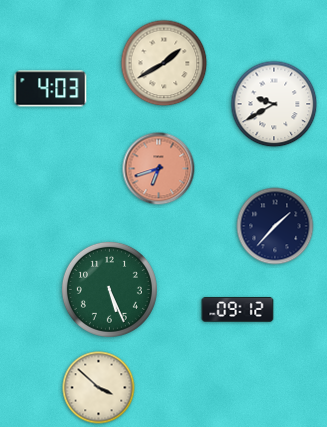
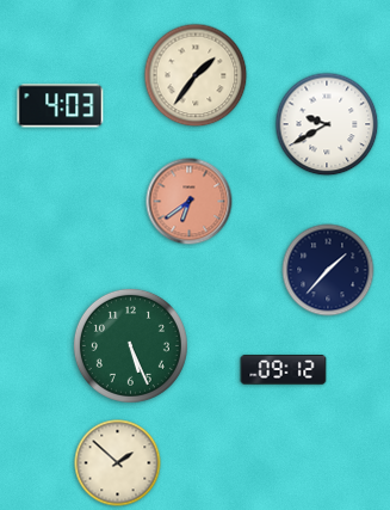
clock at (164, 63): 1:40 -> 1:36
clock at (159, 169): 6:42 -> 6:39
clock at (99, 388): 3:52 -> 1:52
